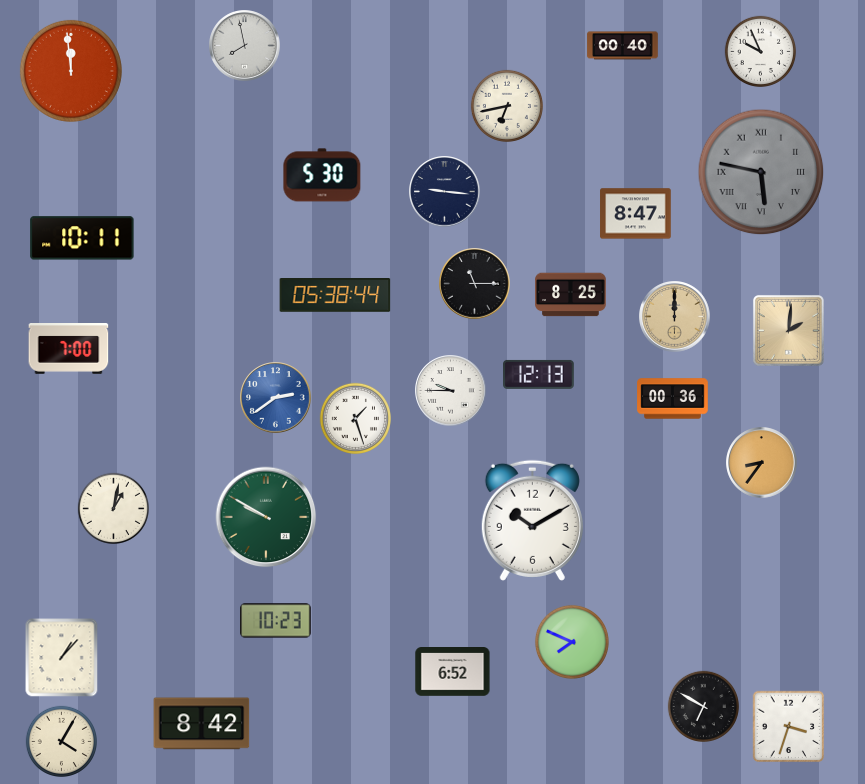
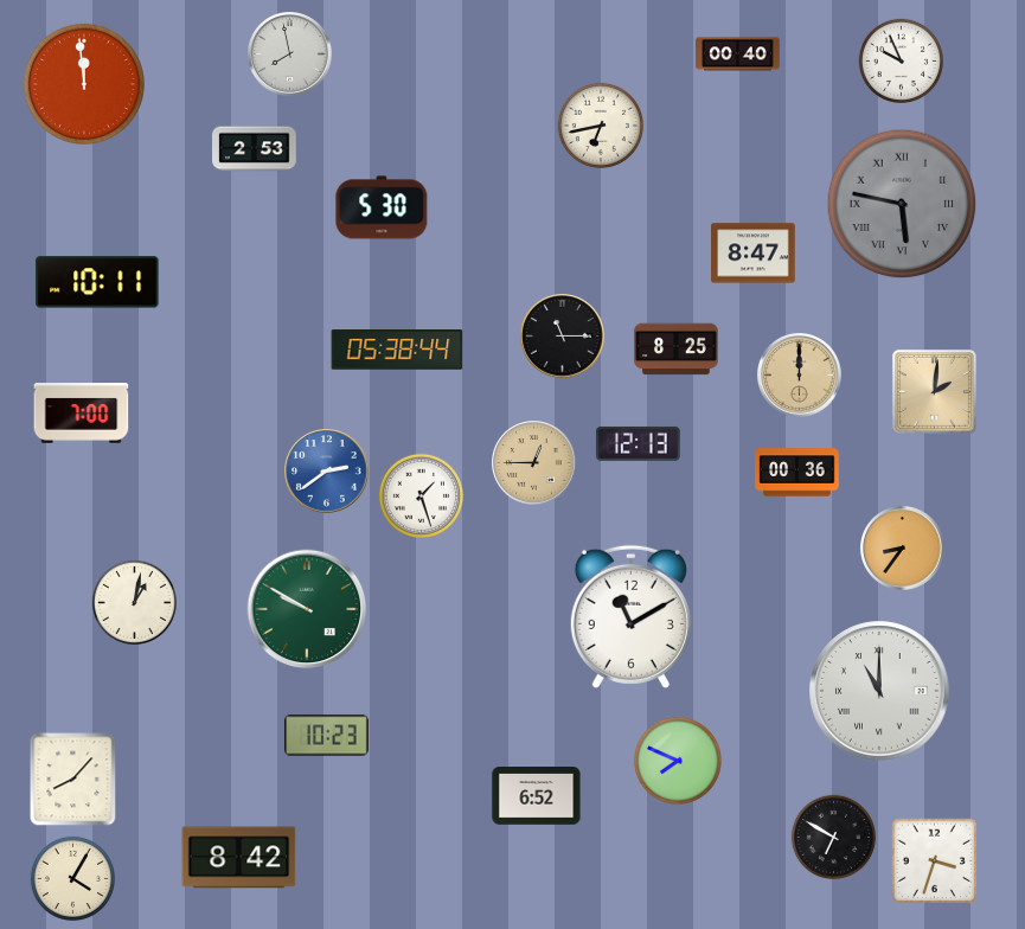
clock at (255, 149): none -> 2:53
clock at (445, 192): 9:16 -> none
clock at (451, 391): 9:45 -> 12:45
clock at (451, 391) dial: white -> champagne
clock at (266, 517) position: (266, 517) -> (307, 609)
clock at (532, 520): 10:10 -> 11:10
clock at (879, 691): none -> 11:00
clock at (62, 658): 1:07 -> 8:07
